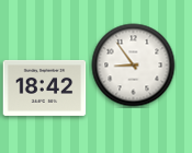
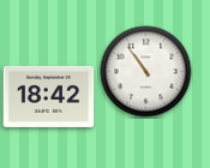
clock at (134, 66): 8:54 -> 10:54
